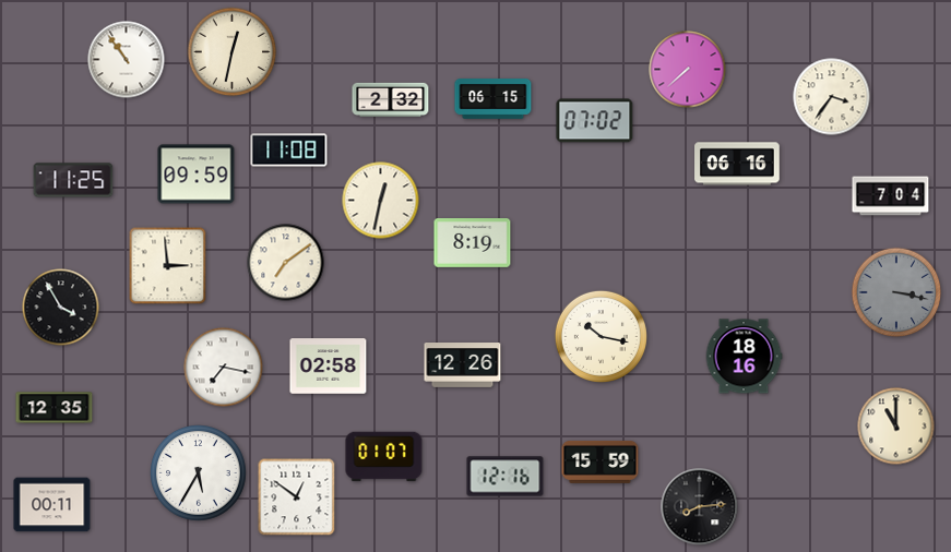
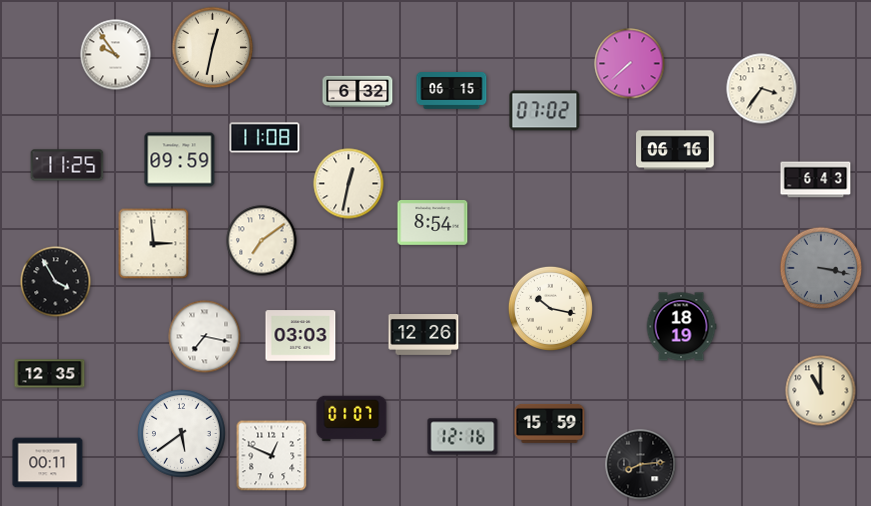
clock at (127, 60): 10:54 -> 9:54
clock at (391, 100): 2:32 -> 6:32
clock at (891, 196): 7:04 -> 6:43
clock at (473, 243): 8:19 -> 8:54
clock at (744, 357): 18:16 -> 18:19
clock at (329, 367): 02:58 -> 03:03
clock at (199, 473): 5:35 -> 5:39
clock at (297, 497): 12:51 -> 12:49
